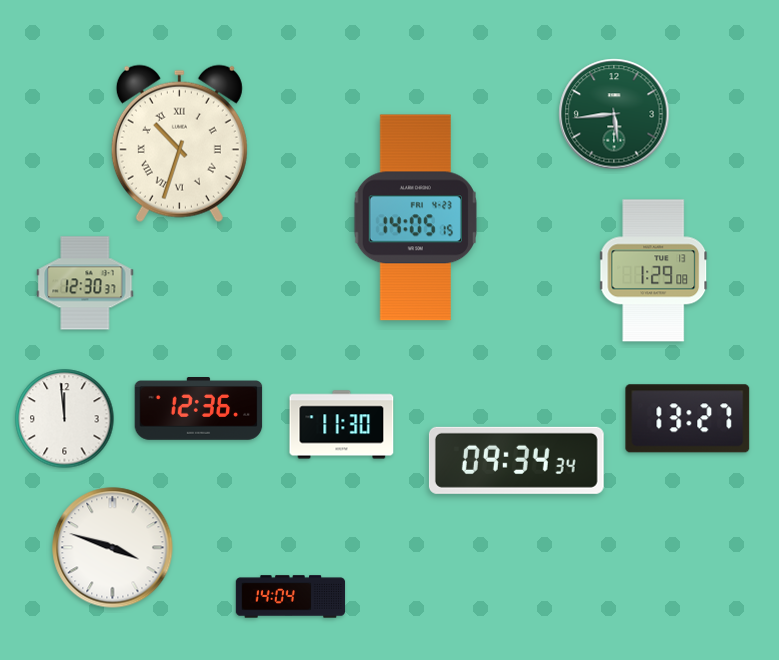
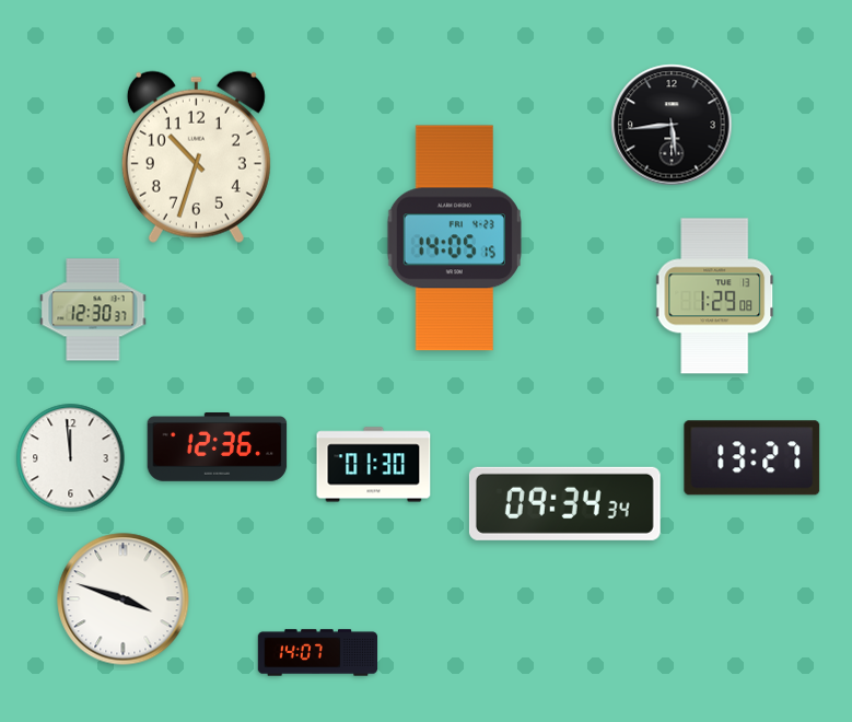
clock at (614, 114) dial: green -> black
clock at (179, 143) numerals: Roman -> Arabic
clock at (342, 425): 11:30 -> 01:30
clock at (291, 597): 14:04 -> 14:07
